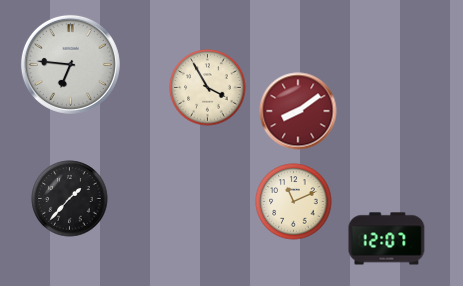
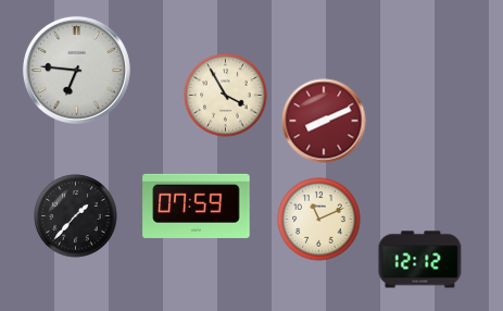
clock at (298, 111): 8:09 -> 8:11
clock at (197, 206): none -> 07:59
clock at (387, 239): 12:07 -> 12:12
